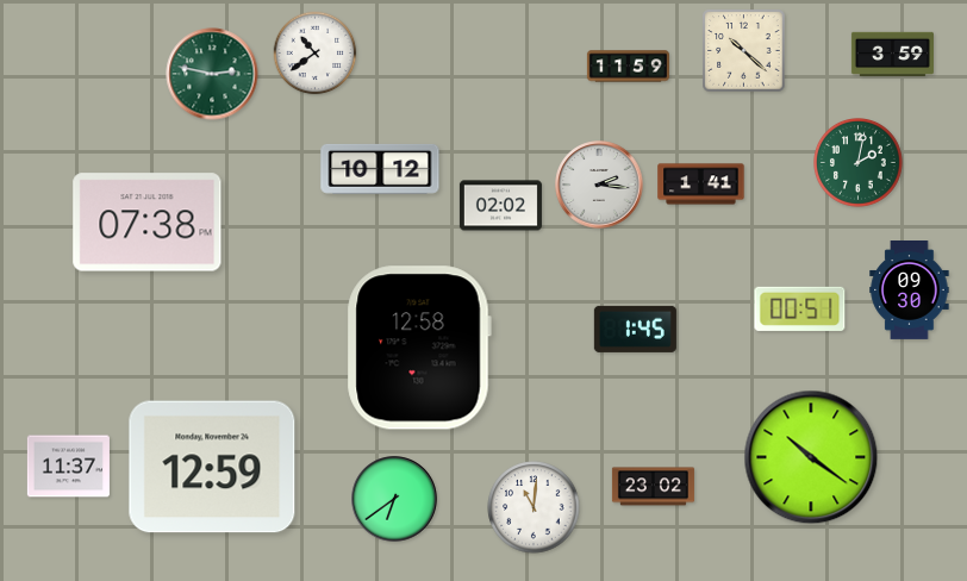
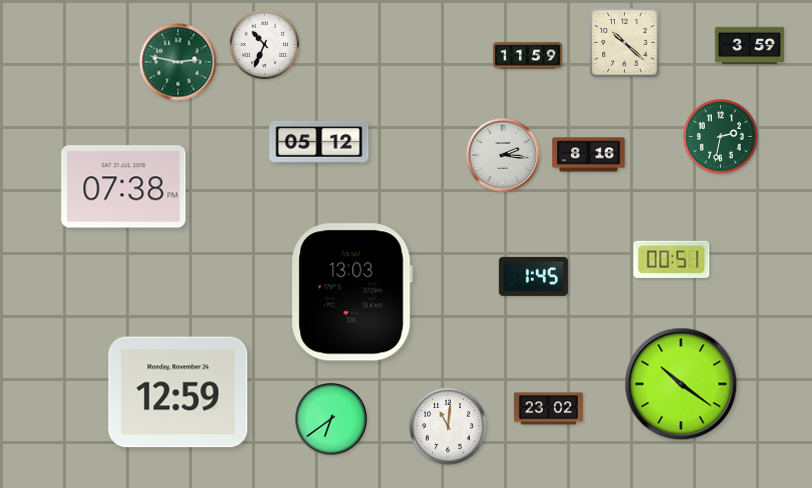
clock at (316, 54): 10:39 -> 10:34
clock at (859, 163): 2:02 -> 2:32
clock at (380, 169): 10:12 -> 05:12
clock at (701, 185): 1:41 -> 8:16
clock at (500, 206): 02:02 -> none
clock at (910, 290): 09:30 -> none
clock at (419, 348): 12:58 -> 13:03
clock at (68, 467): 11:37 -> none
